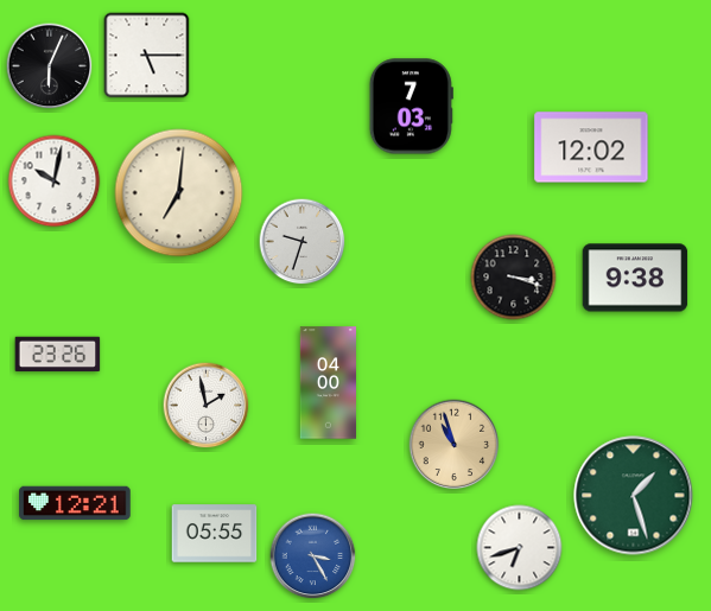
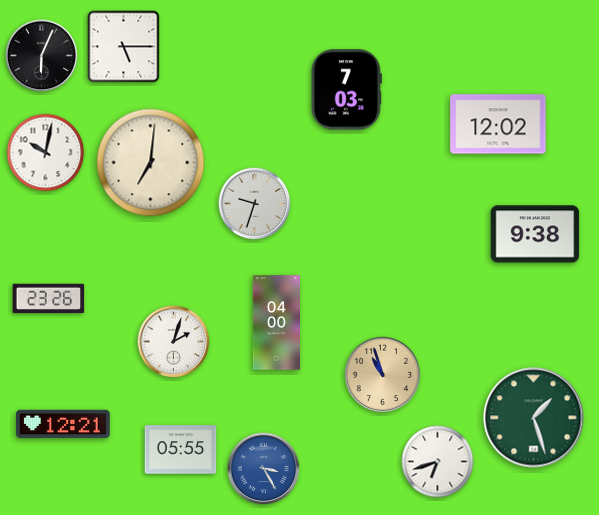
clock at (514, 278): 3:18 -> none
clock at (207, 406): 1:58 -> 2:03
